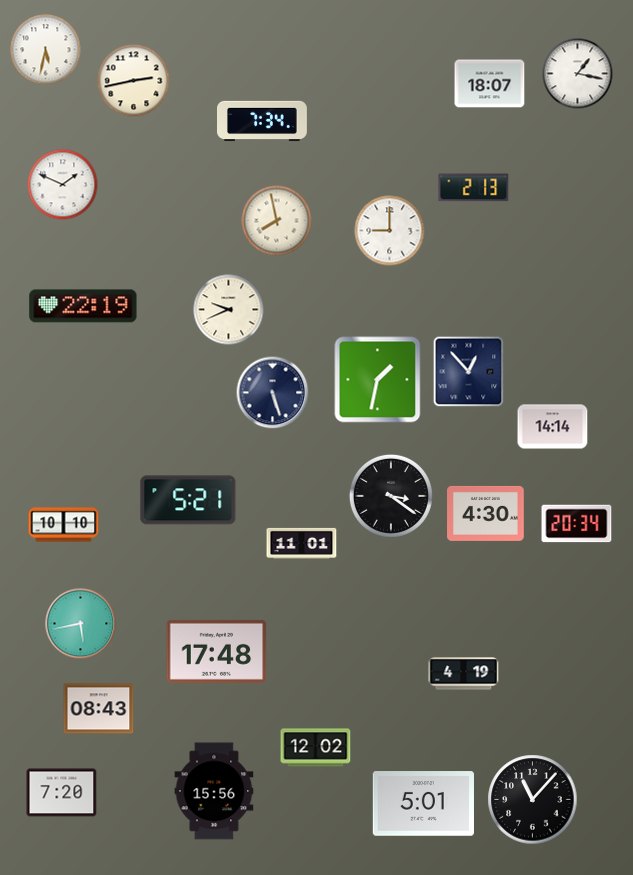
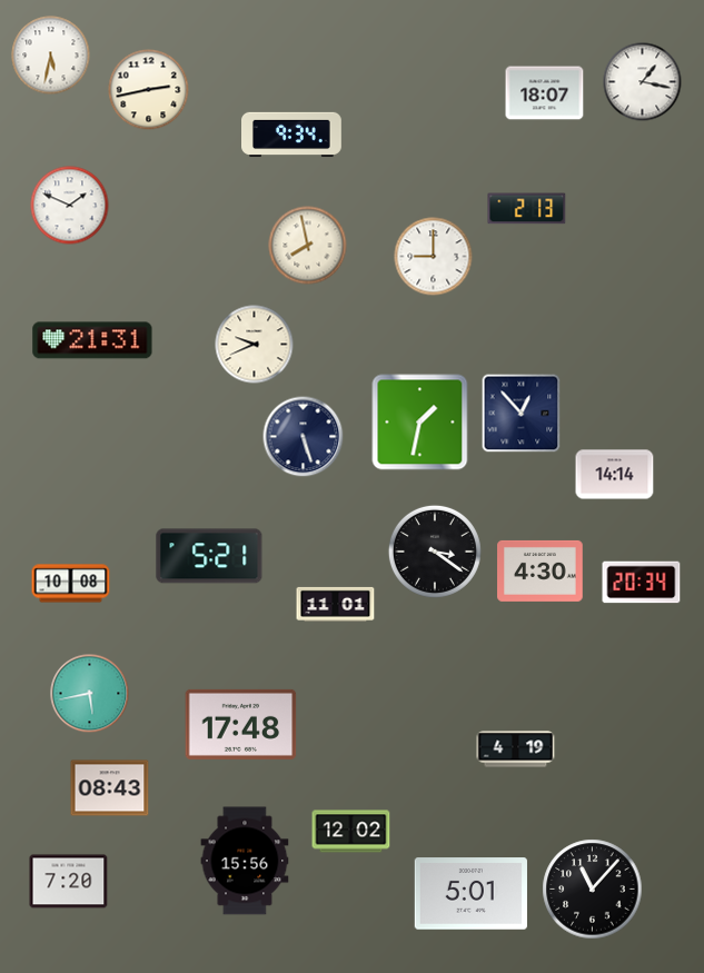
clock at (263, 121): 7:34 -> 9:34
clock at (83, 306): 22:19 -> 21:31
clock at (64, 525): 10:10 -> 10:08
clock at (214, 791) position: (214, 791) -> (245, 861)
